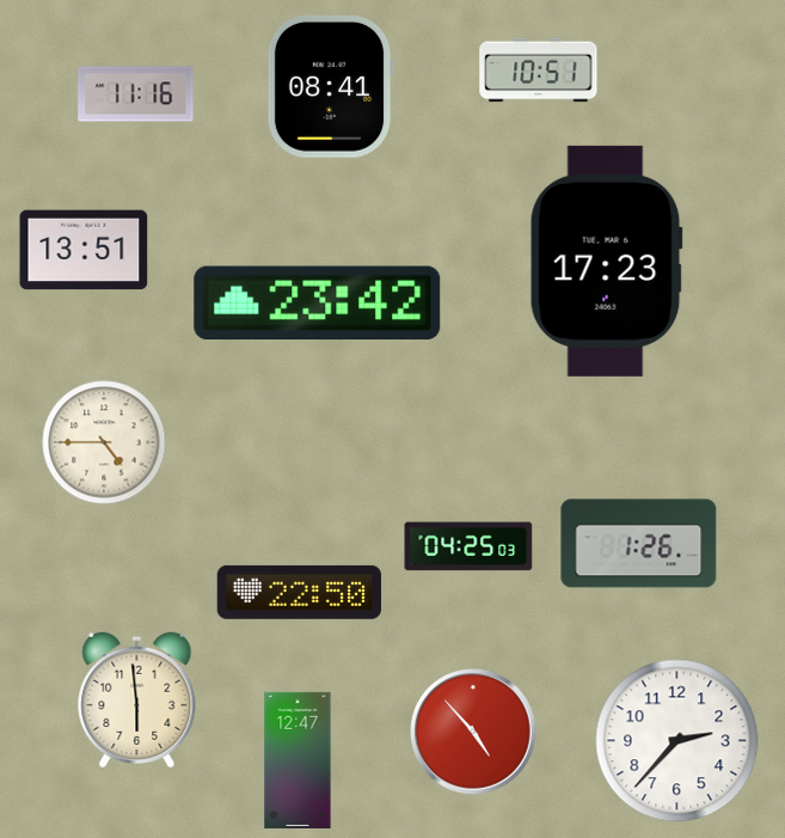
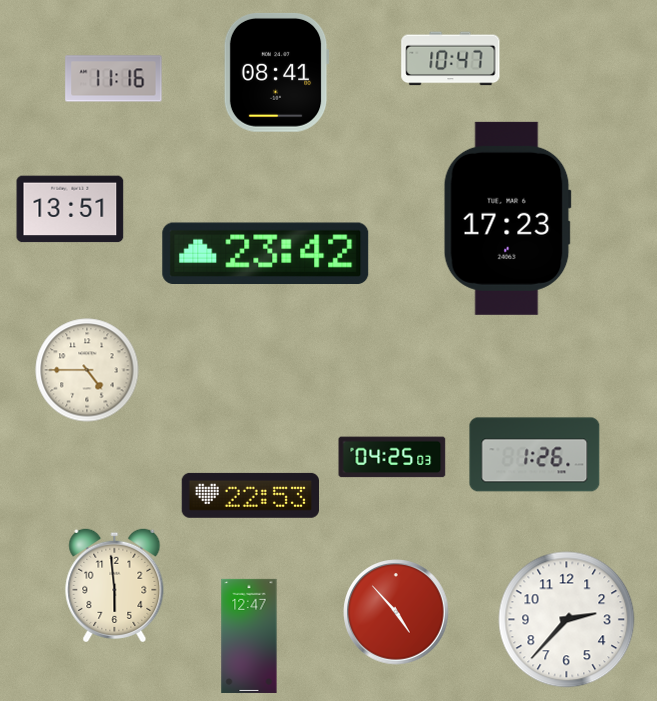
clock at (539, 71): 10:51 -> 10:47
clock at (299, 592): 22:50 -> 22:53
